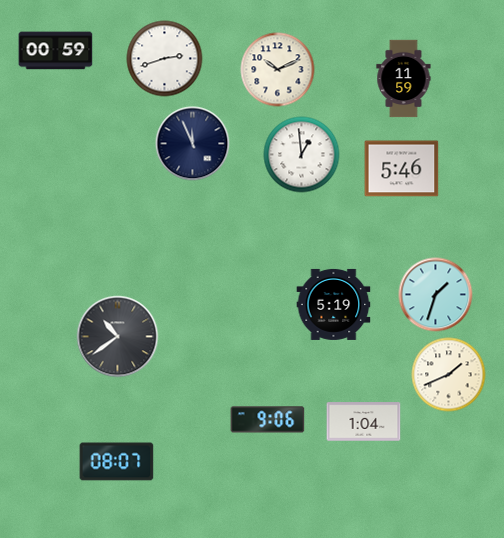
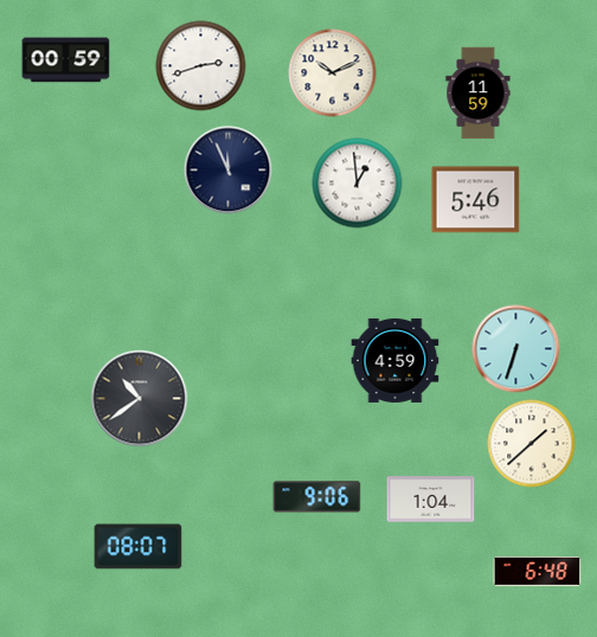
clock at (165, 59) position: (165, 59) -> (201, 66)
clock at (278, 70) position: (278, 70) -> (333, 73)
clock at (436, 295): 1:33 -> 6:33
clock at (334, 304): 5:19 -> 4:59
clock at (449, 375): 1:41 -> 1:38
clock at (538, 572): none -> 6:48
